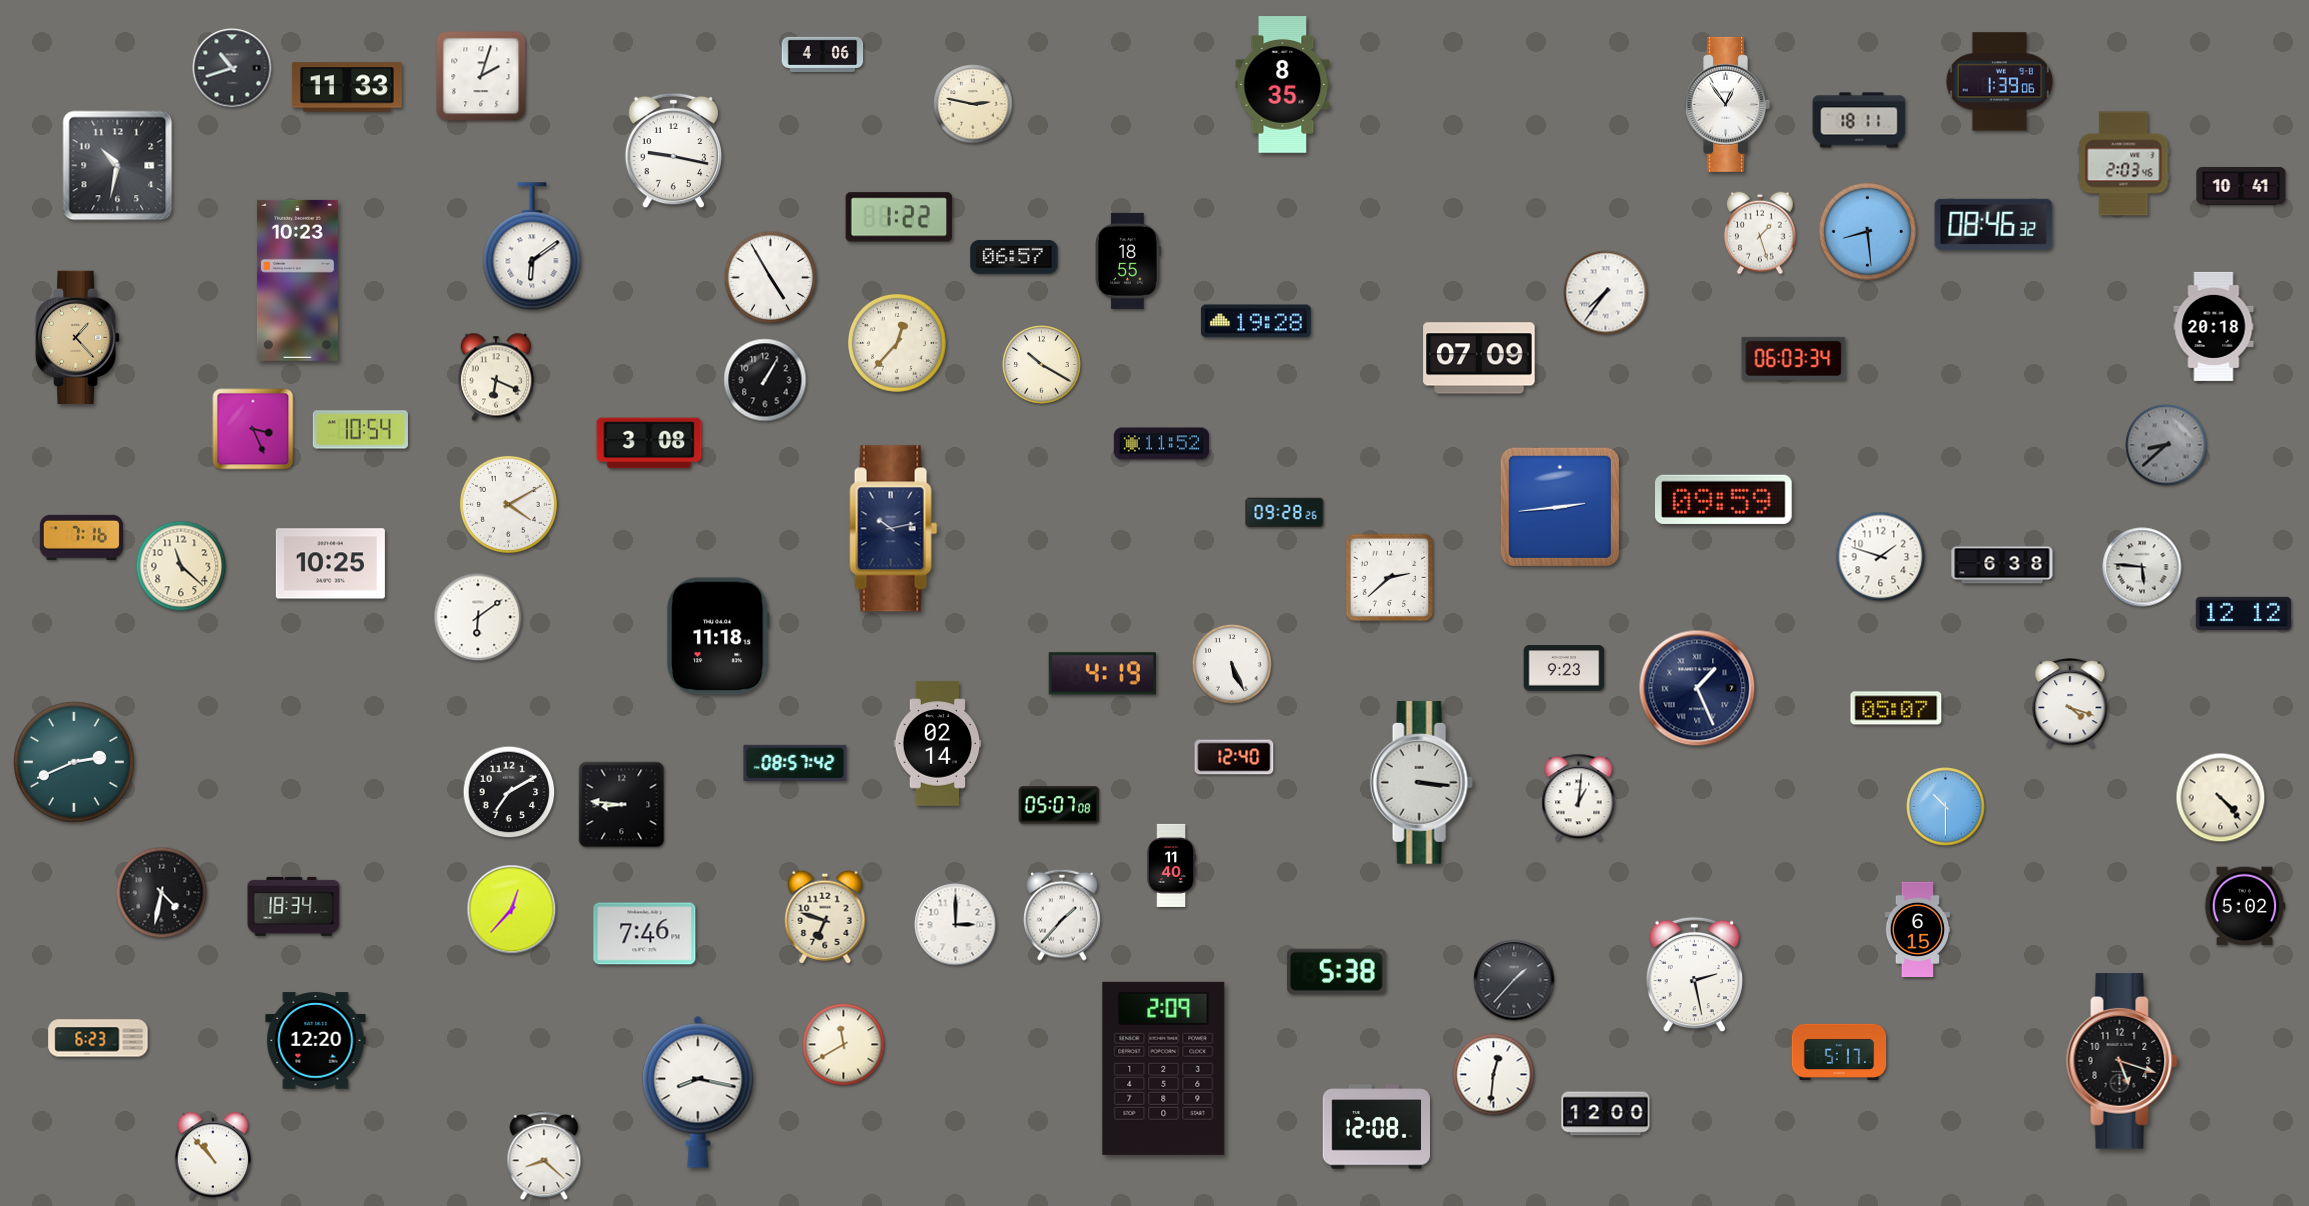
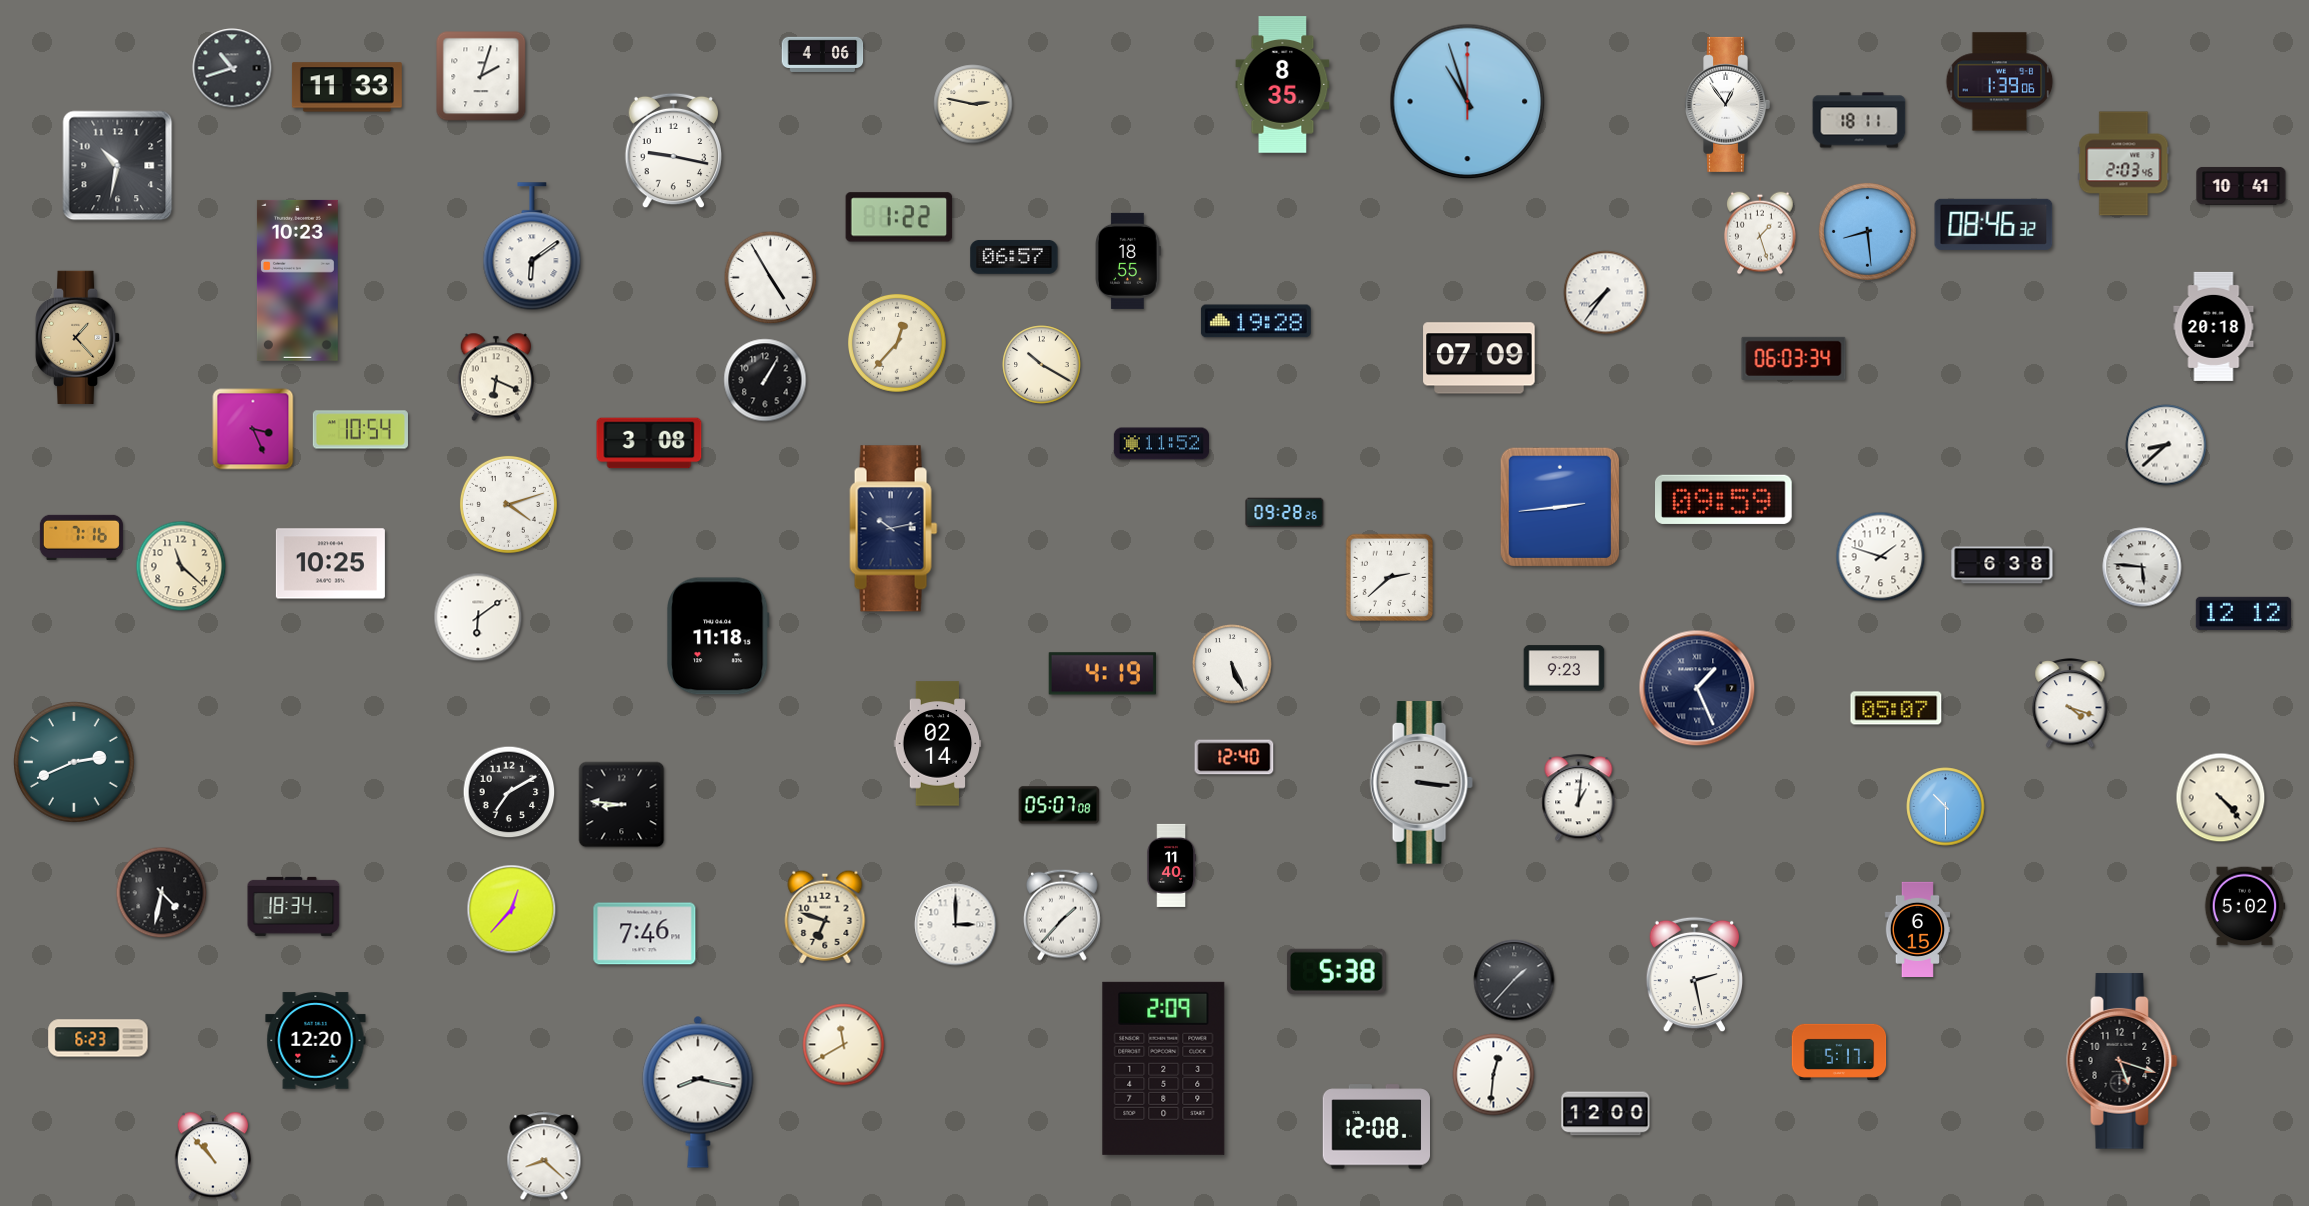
clock at (1468, 102): none -> 10:57
clock at (2166, 445) dial: grey -> white
clock at (508, 504): 4:10 -> 4:12
clock at (795, 763): 08:57 -> none
